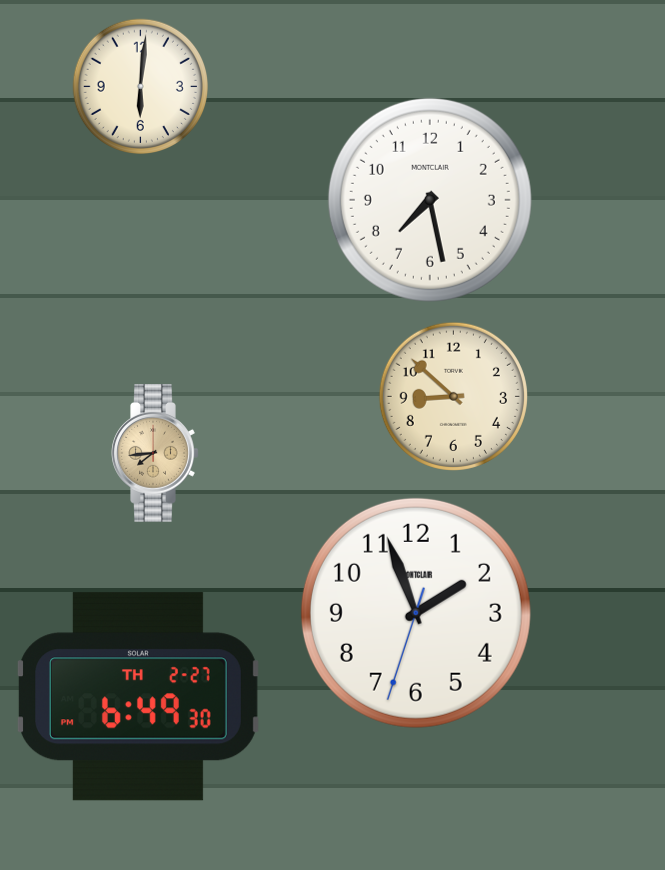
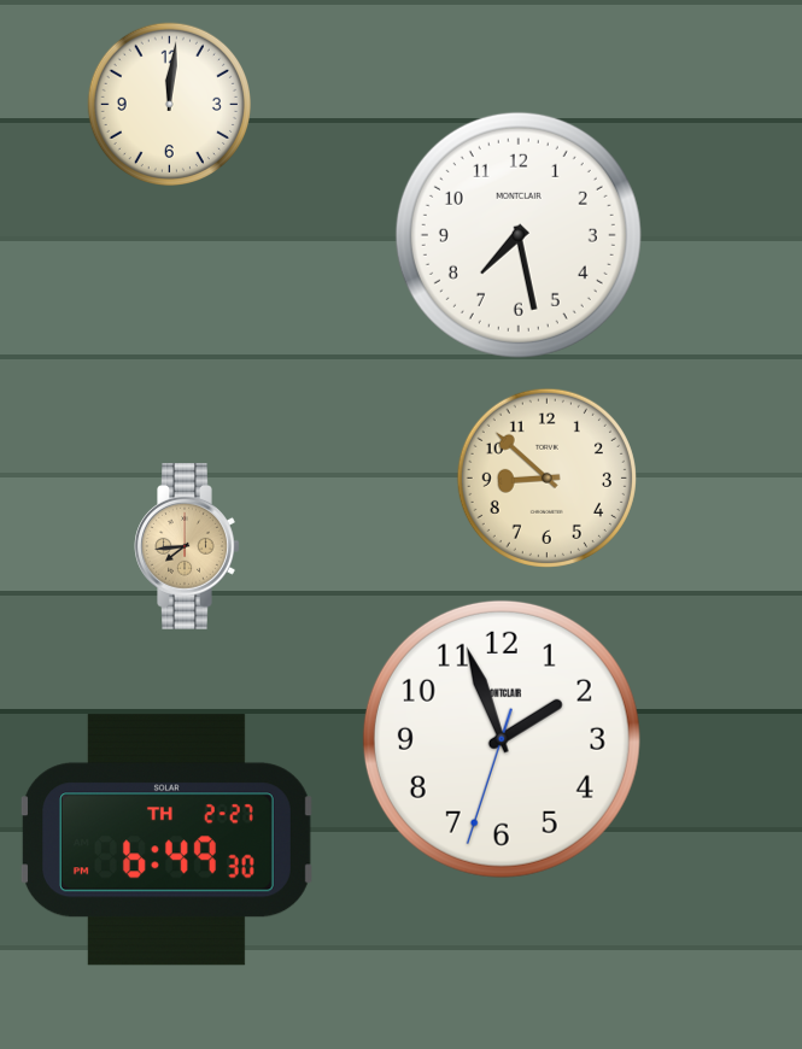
clock at (140, 86): 6:01 -> 12:01
clock at (430, 200) position: (430, 200) -> (519, 235)
